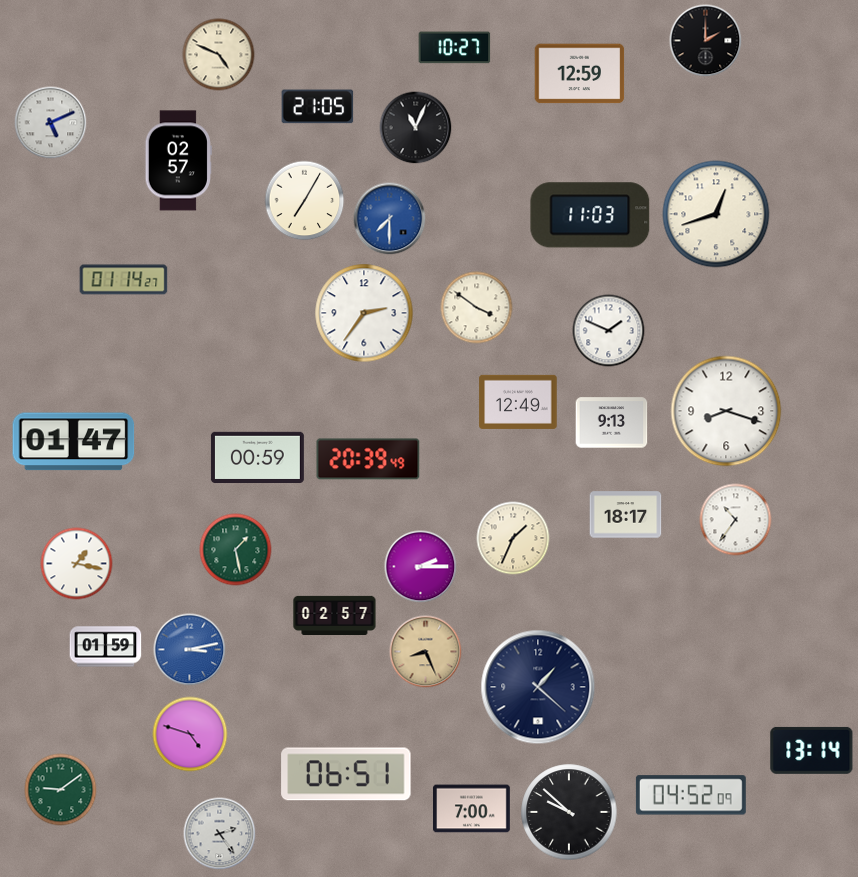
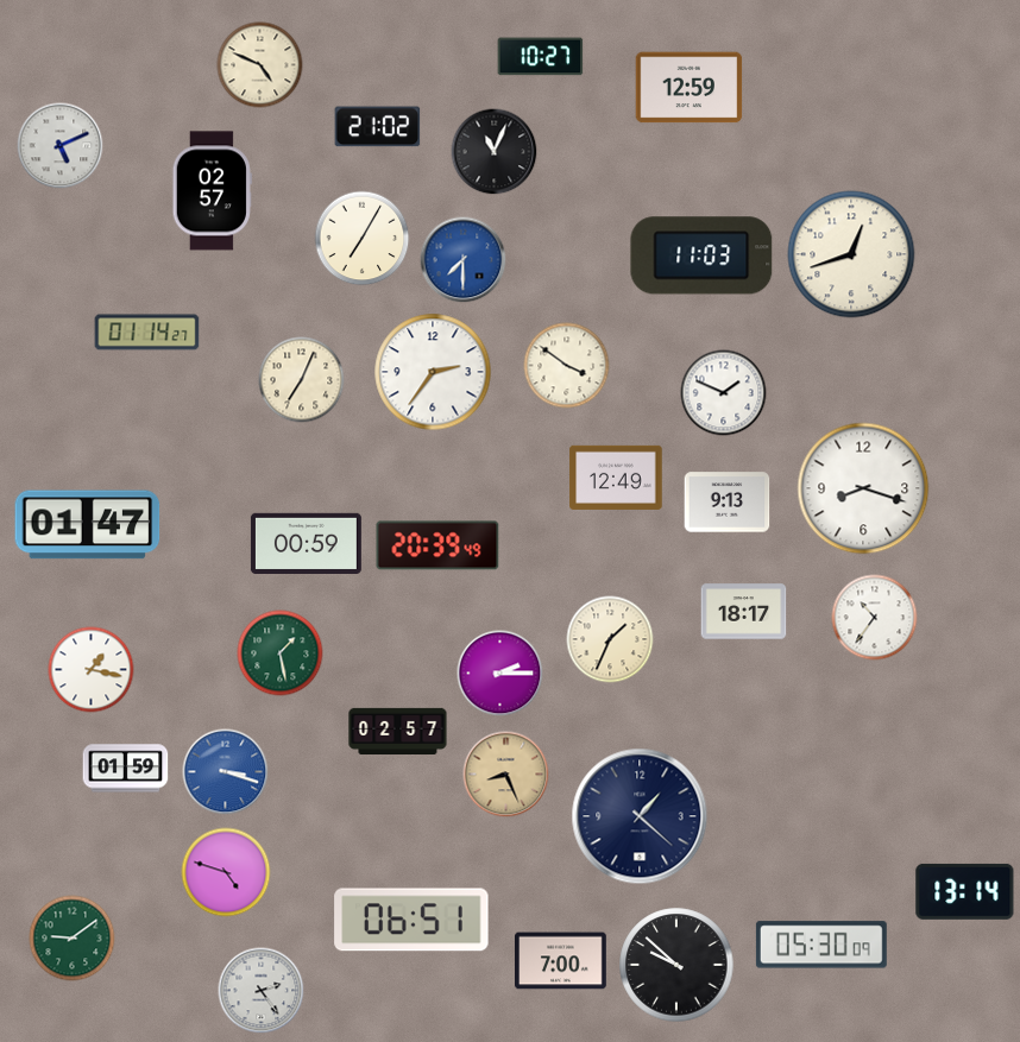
clock at (706, 41): 2:00 -> none
clock at (318, 107): 21:05 -> 21:02
clock at (302, 380): none -> 7:04
clock at (190, 650): 3:13 -> 3:18
clock at (691, 795): 04:52 -> 05:30
